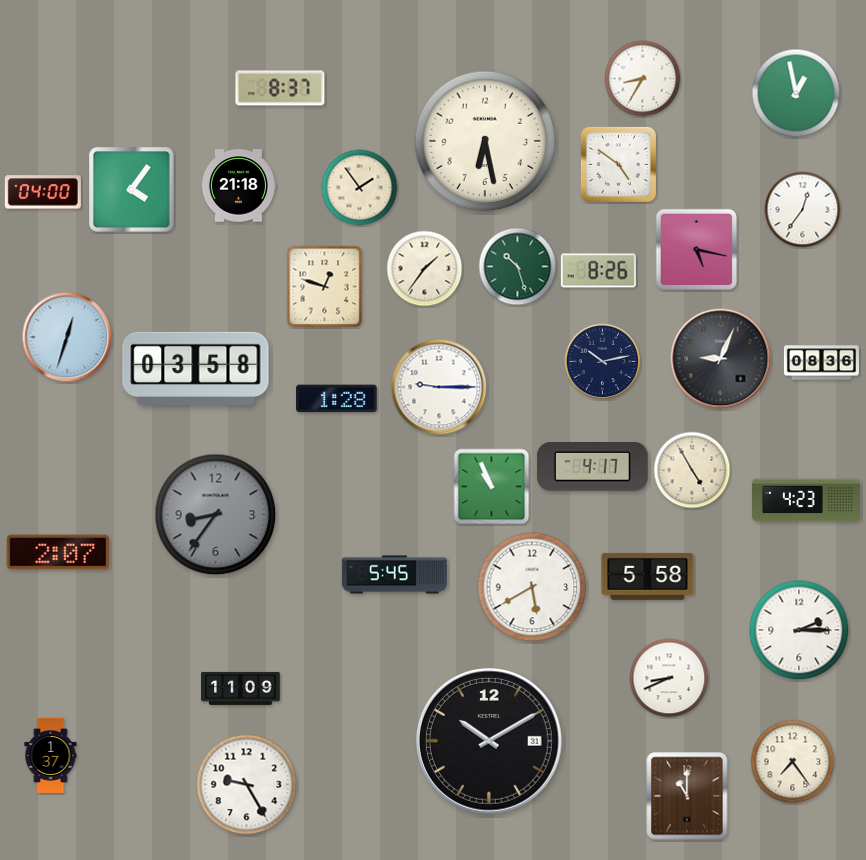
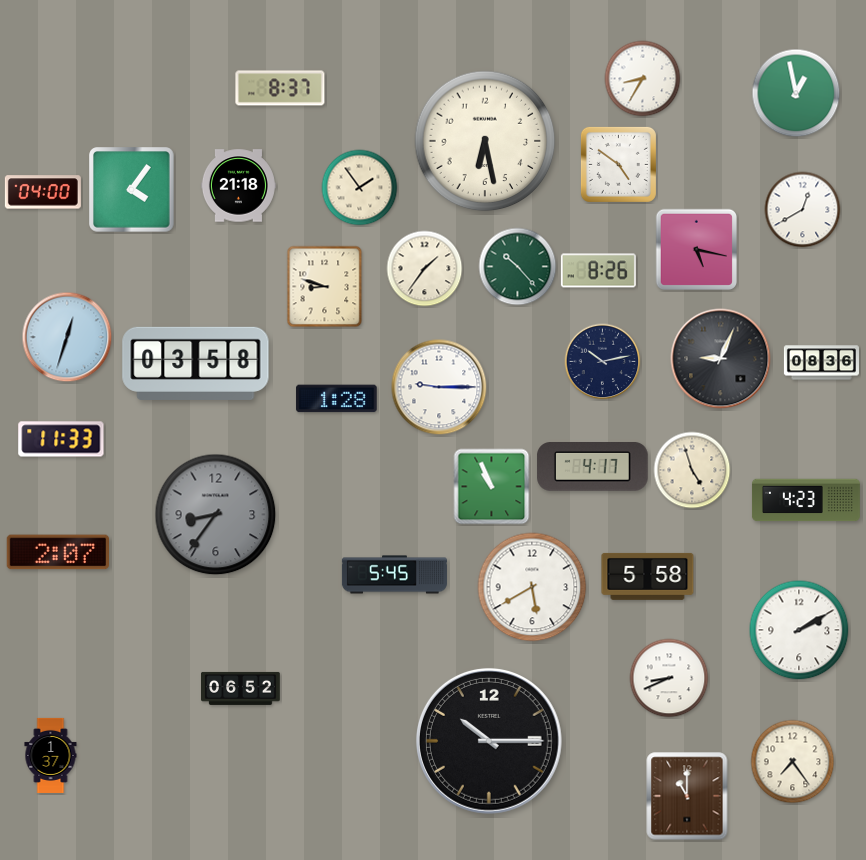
clock at (803, 210): 12:36 -> 12:40
clock at (518, 267): 10:27 -> 10:23
clock at (325, 287): 12:48 -> 8:48
clock at (196, 368) position: (196, 368) -> (196, 363)
clock at (61, 439): none -> 11:33
clock at (692, 470): 4:55 -> 4:57
clock at (799, 630): 2:15 -> 2:10
clock at (241, 688): 11:09 -> 06:52
clock at (489, 741): 10:10 -> 10:15
clock at (247, 785): 9:25 -> none
